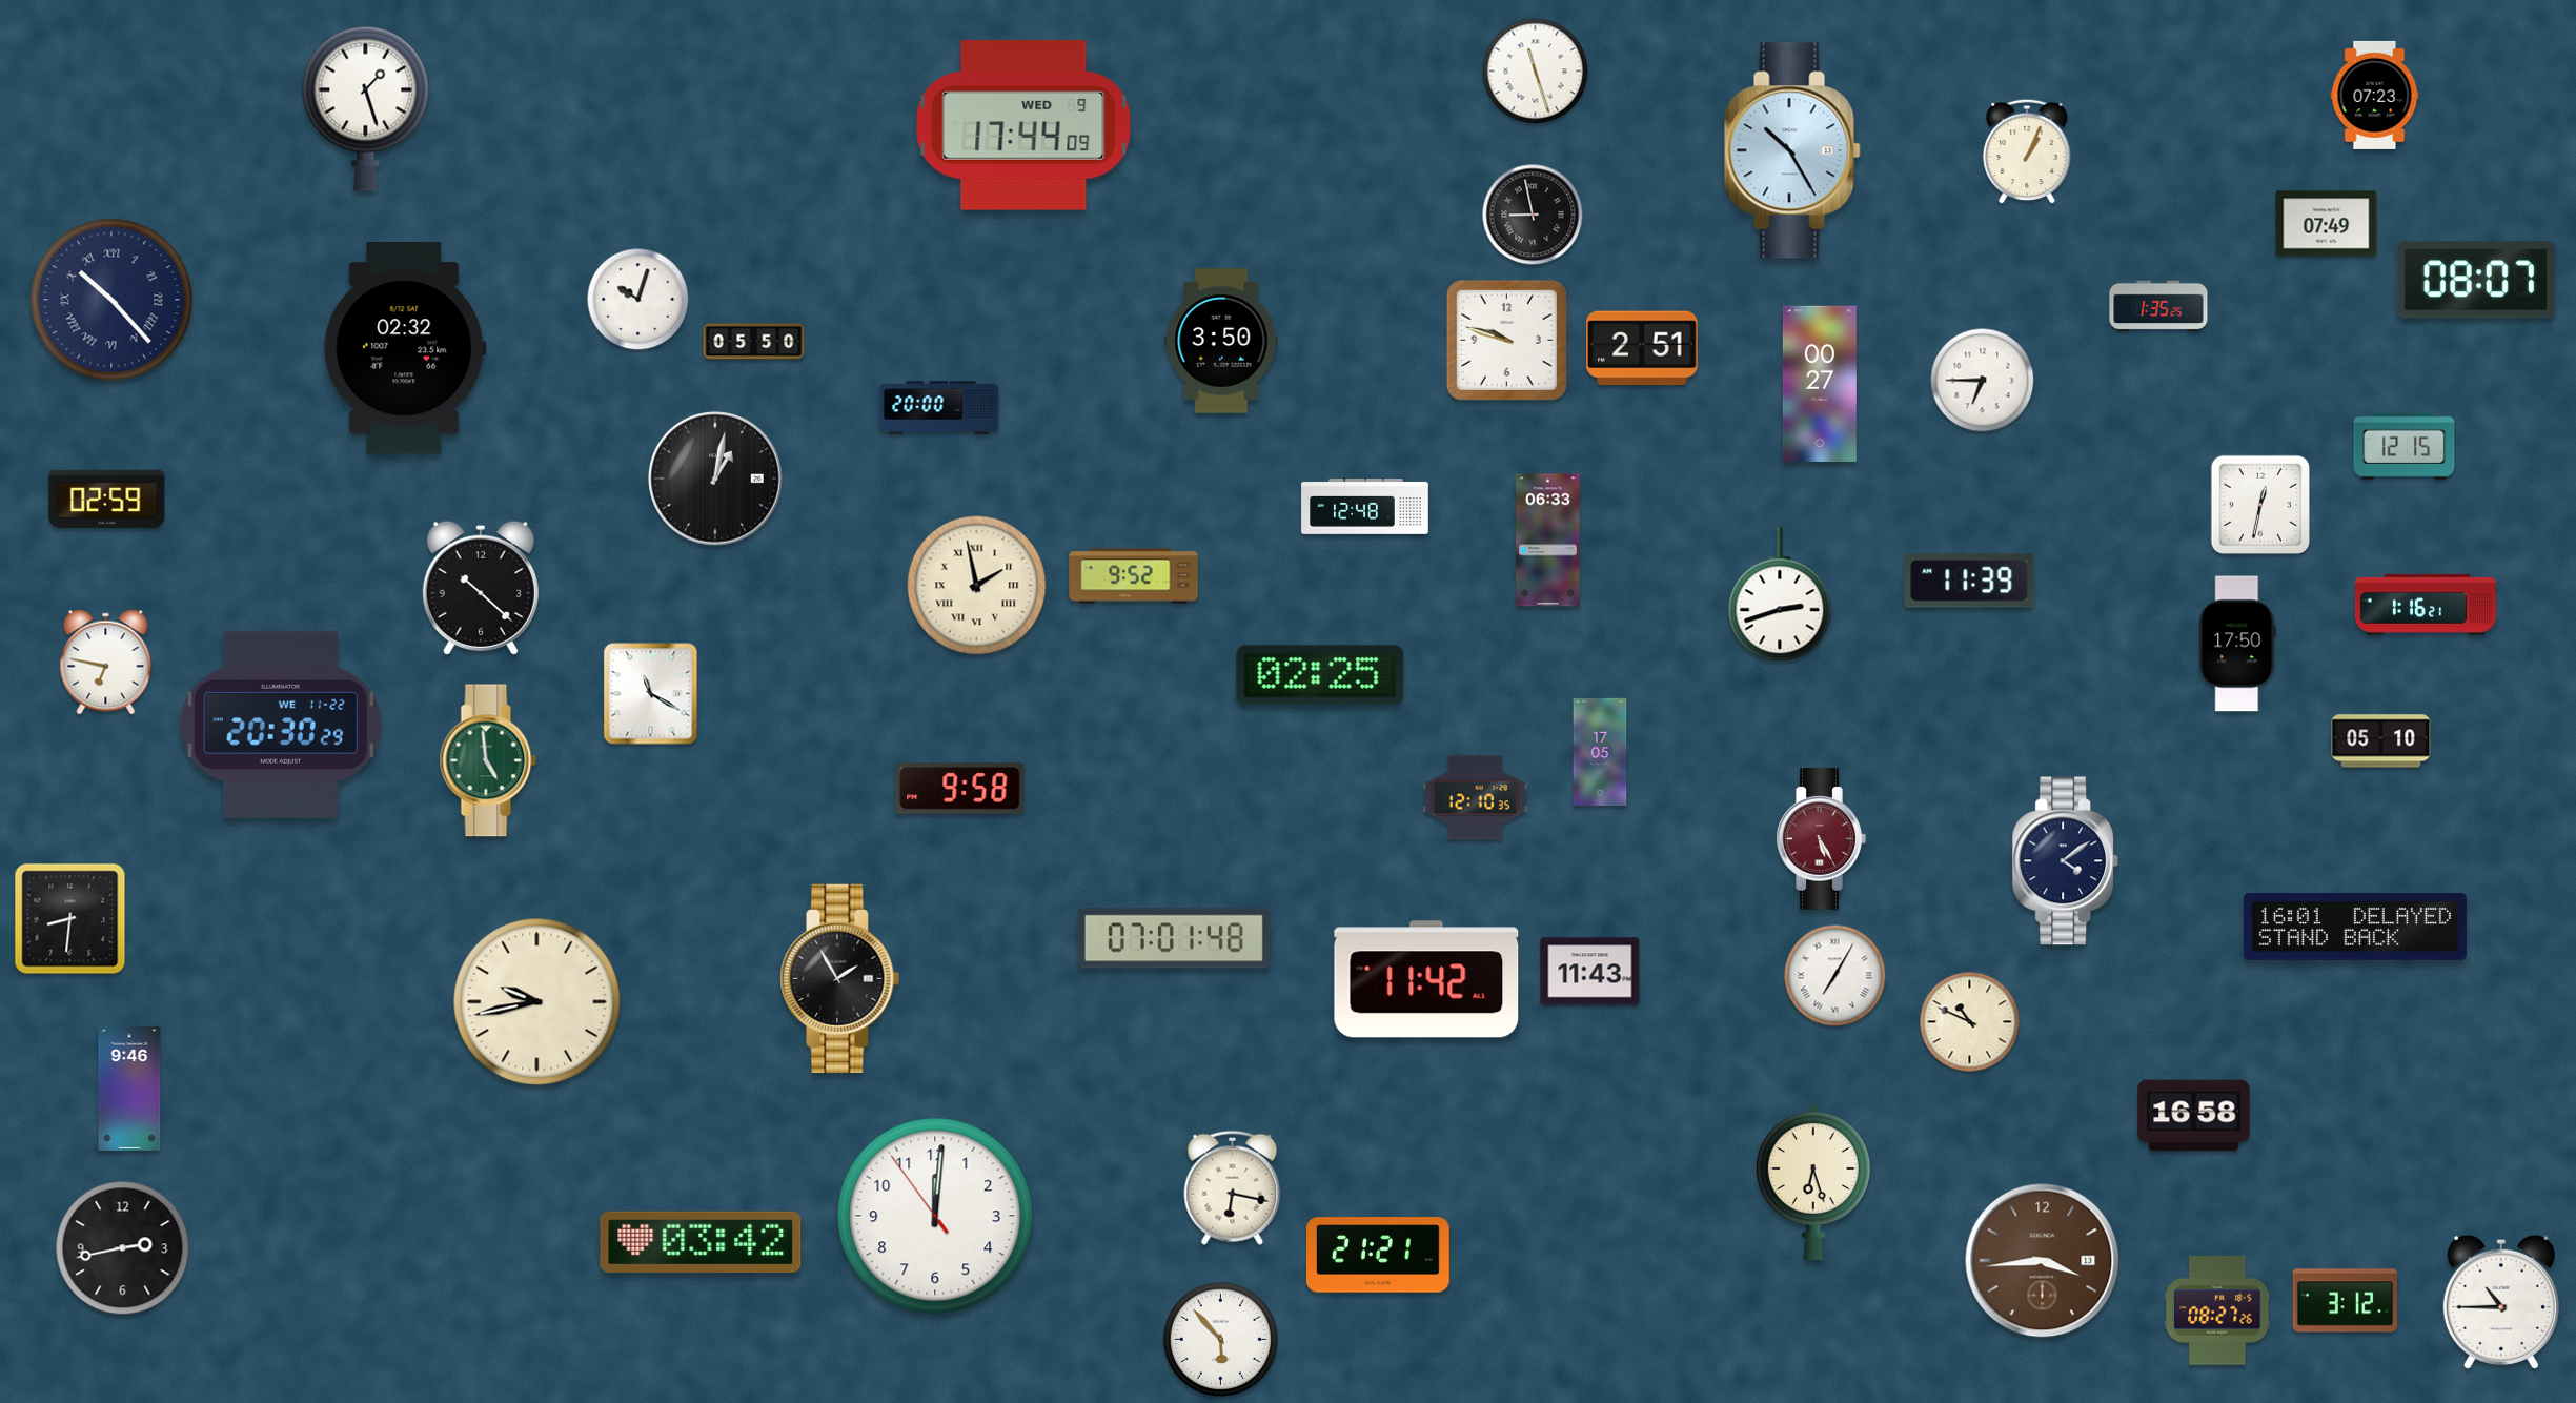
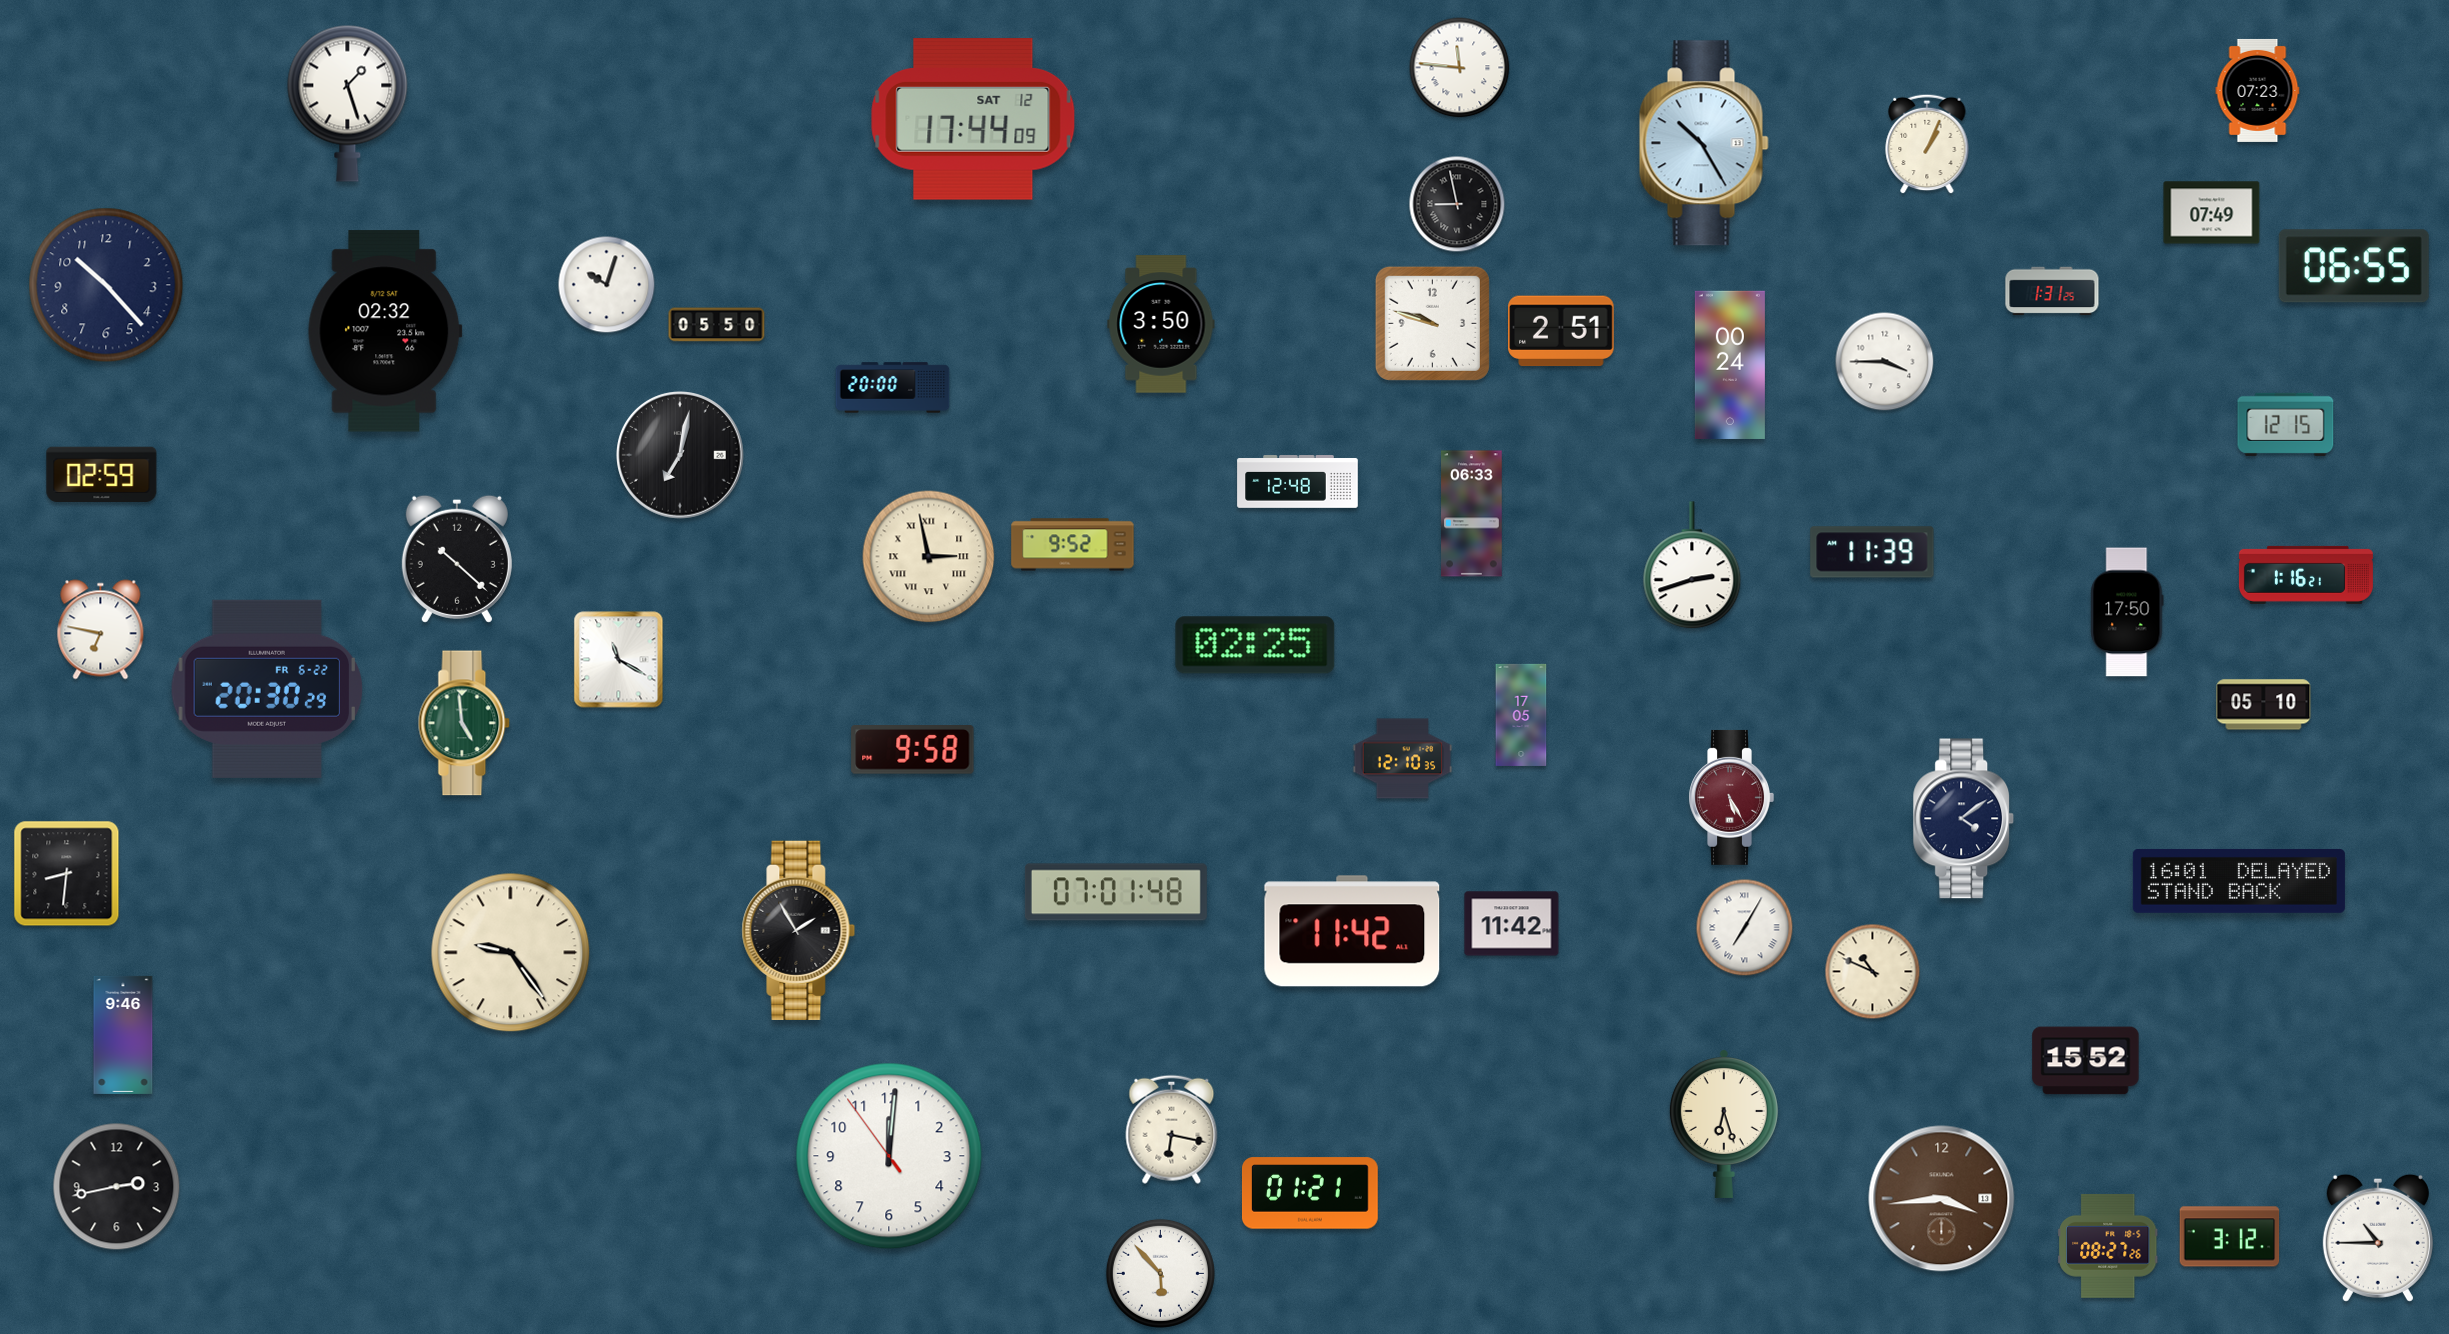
clock at (1536, 72): 11:27 -> 11:46
clock at (1023, 125) date: WED 9 -> SAT 12
clock at (2476, 280): 08:07 -> 06:55
clock at (111, 300) numerals: Roman -> Arabic
clock at (2158, 306): 1:35 -> 1:31
clock at (1983, 381): 6:45 -> 3:45
clock at (1820, 384): 00:27 -> 00:24
clock at (715, 479): 1:02 -> 7:02
clock at (2259, 504): 12:32 -> none
clock at (1134, 576) position: (1134, 576) -> (1073, 545)
clock at (977, 586): 1:58 -> 2:58
clock at (1320, 675) position: (1320, 675) -> (1255, 645)
clock at (281, 725) date: WE 11-22 -> FR 6-22
clock at (1590, 972): 11:43 -> 11:42
clock at (1426, 979) position: (1426, 979) -> (1352, 931)
clock at (537, 1002): 9:43 -> 9:24
clock at (2194, 1116): 16:58 -> 15:52
clock at (701, 1242): 03:42 -> none
clock at (1378, 1255): 21:21 -> 01:21
